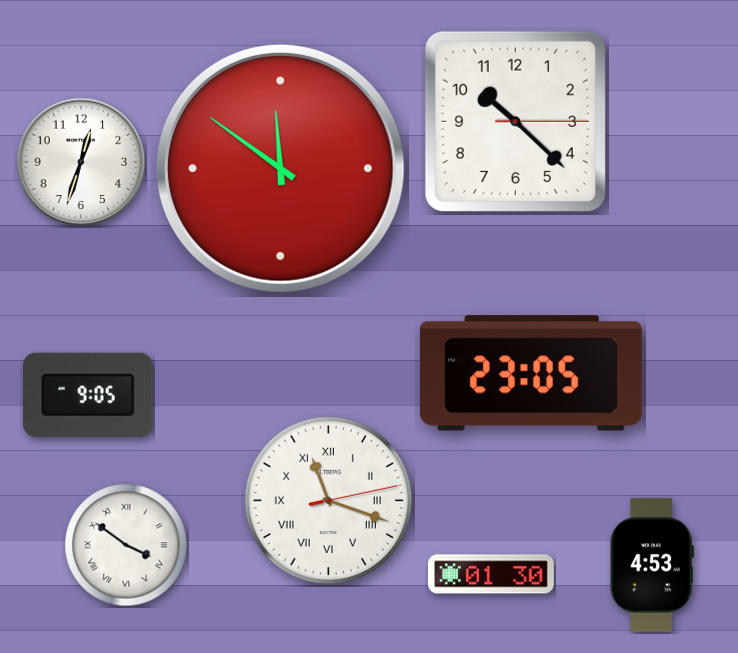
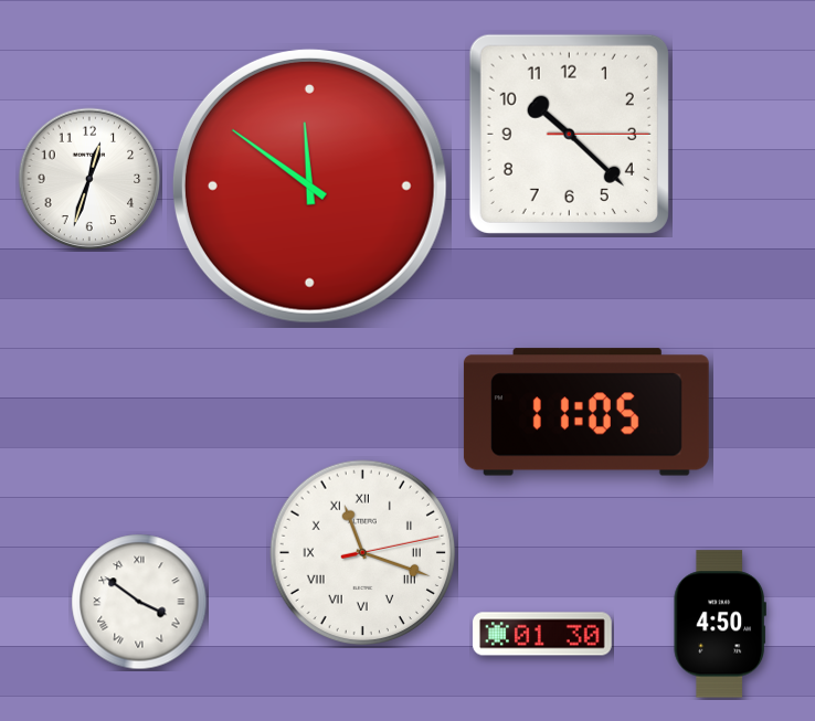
clock at (531, 373): 23:05 -> 11:05
clock at (89, 395): 9:05 -> none
clock at (652, 565): 4:53 -> 4:50
